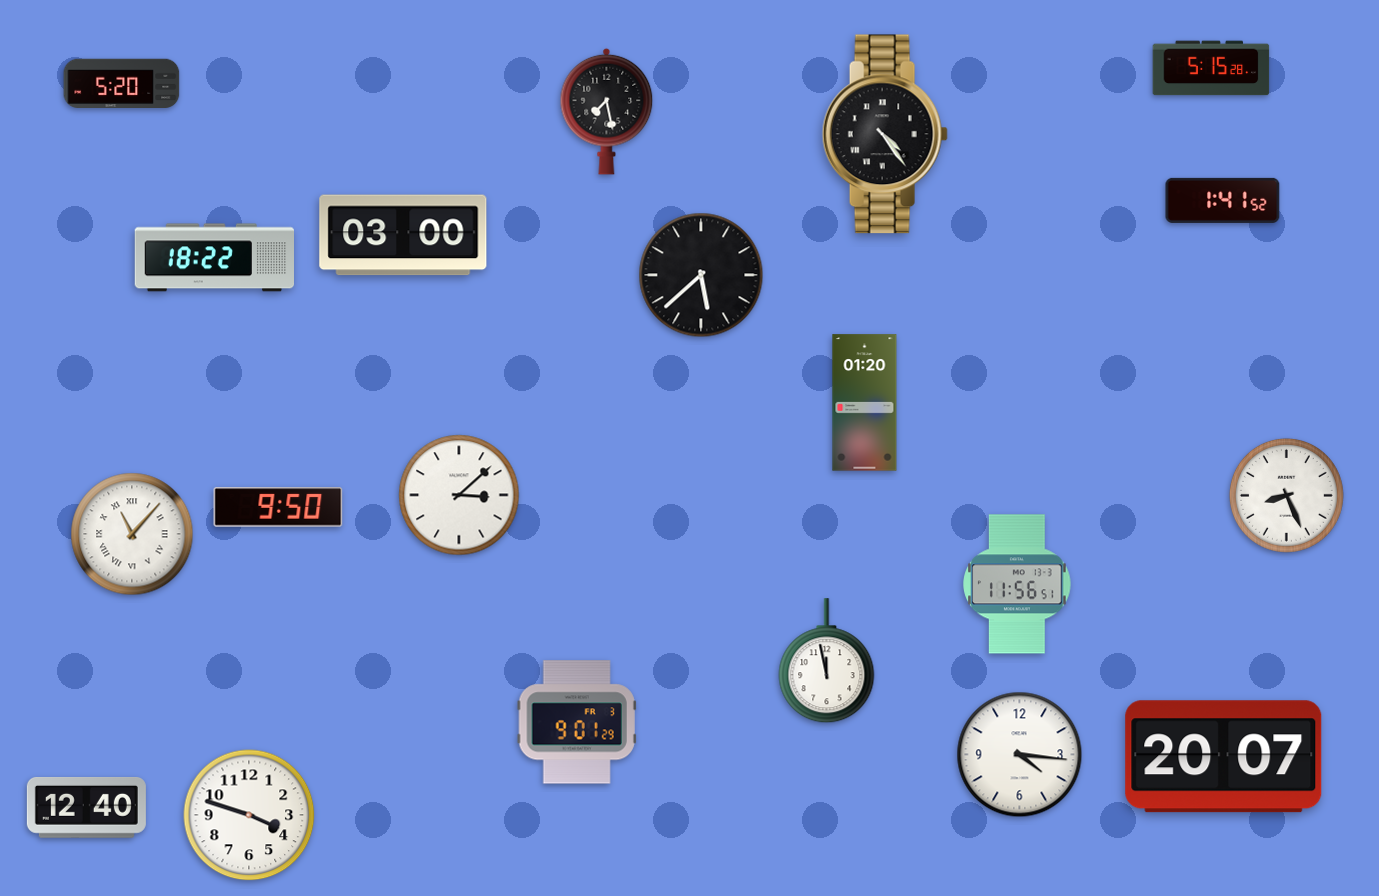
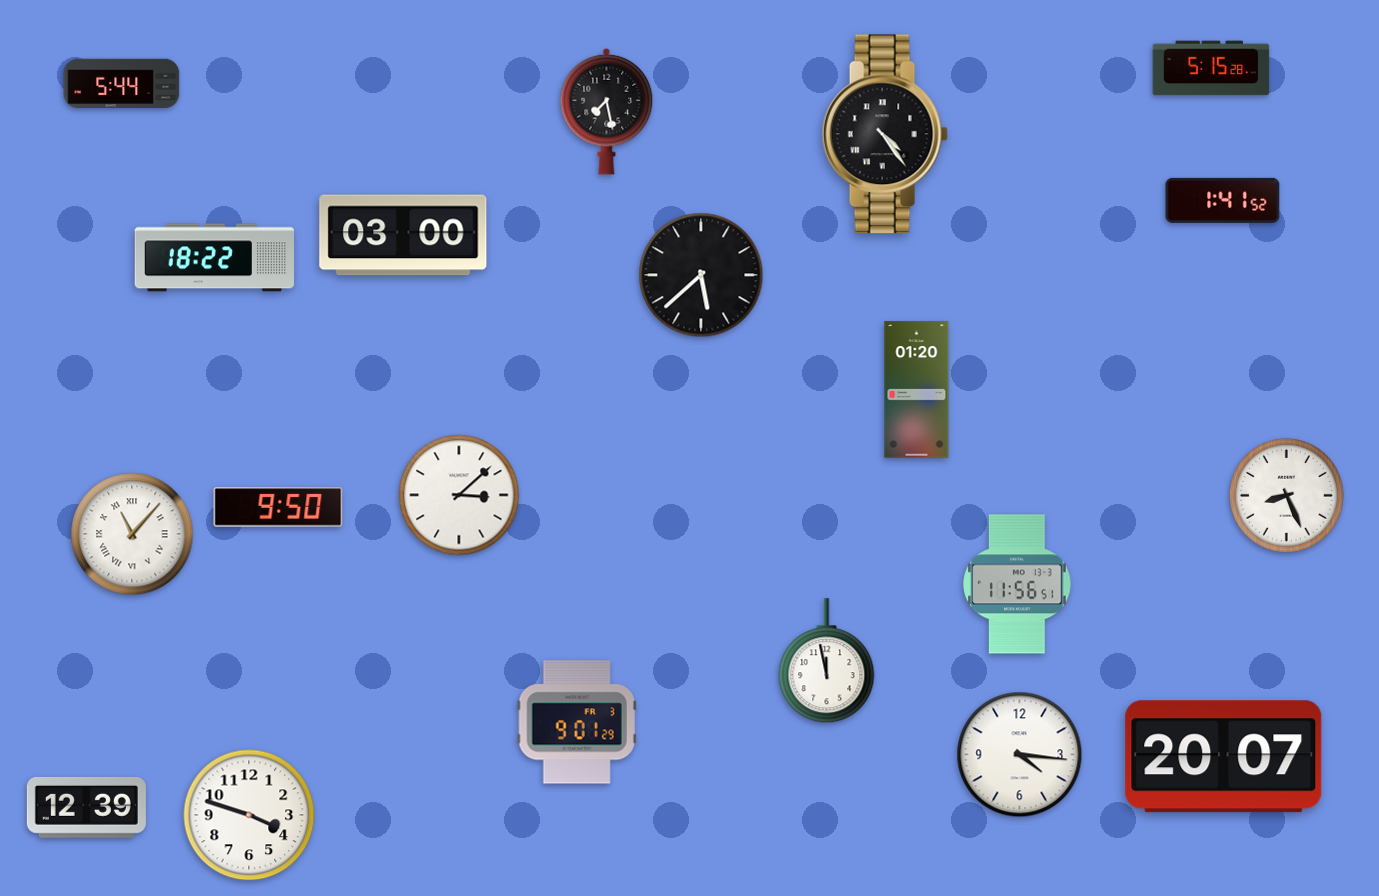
clock at (122, 84): 5:20 -> 5:44
clock at (865, 403) position: (865, 403) -> (917, 390)
clock at (86, 807): 12:40 -> 12:39
